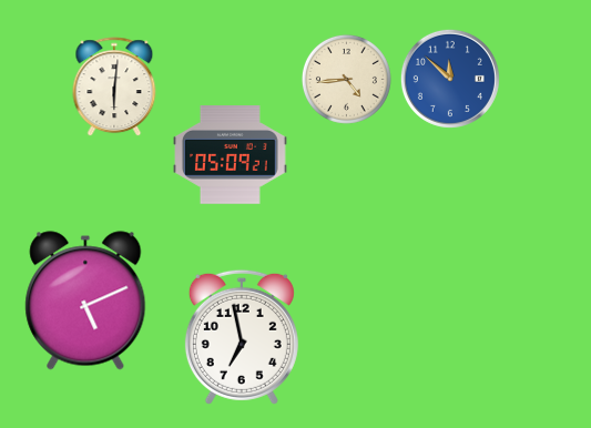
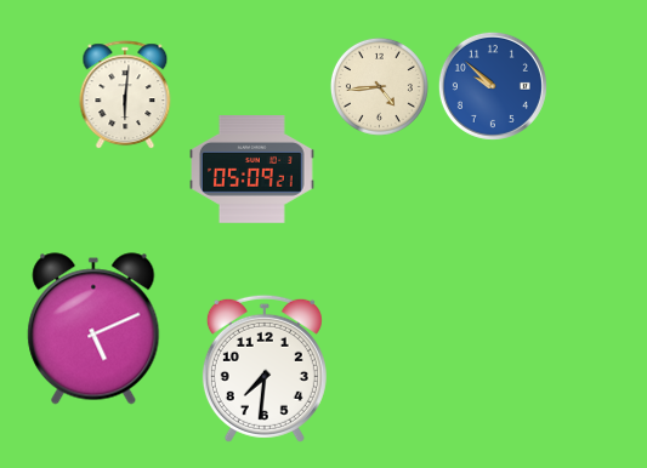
clock at (450, 79): 11:52 -> 9:52
clock at (242, 337): 6:58 -> 7:31
